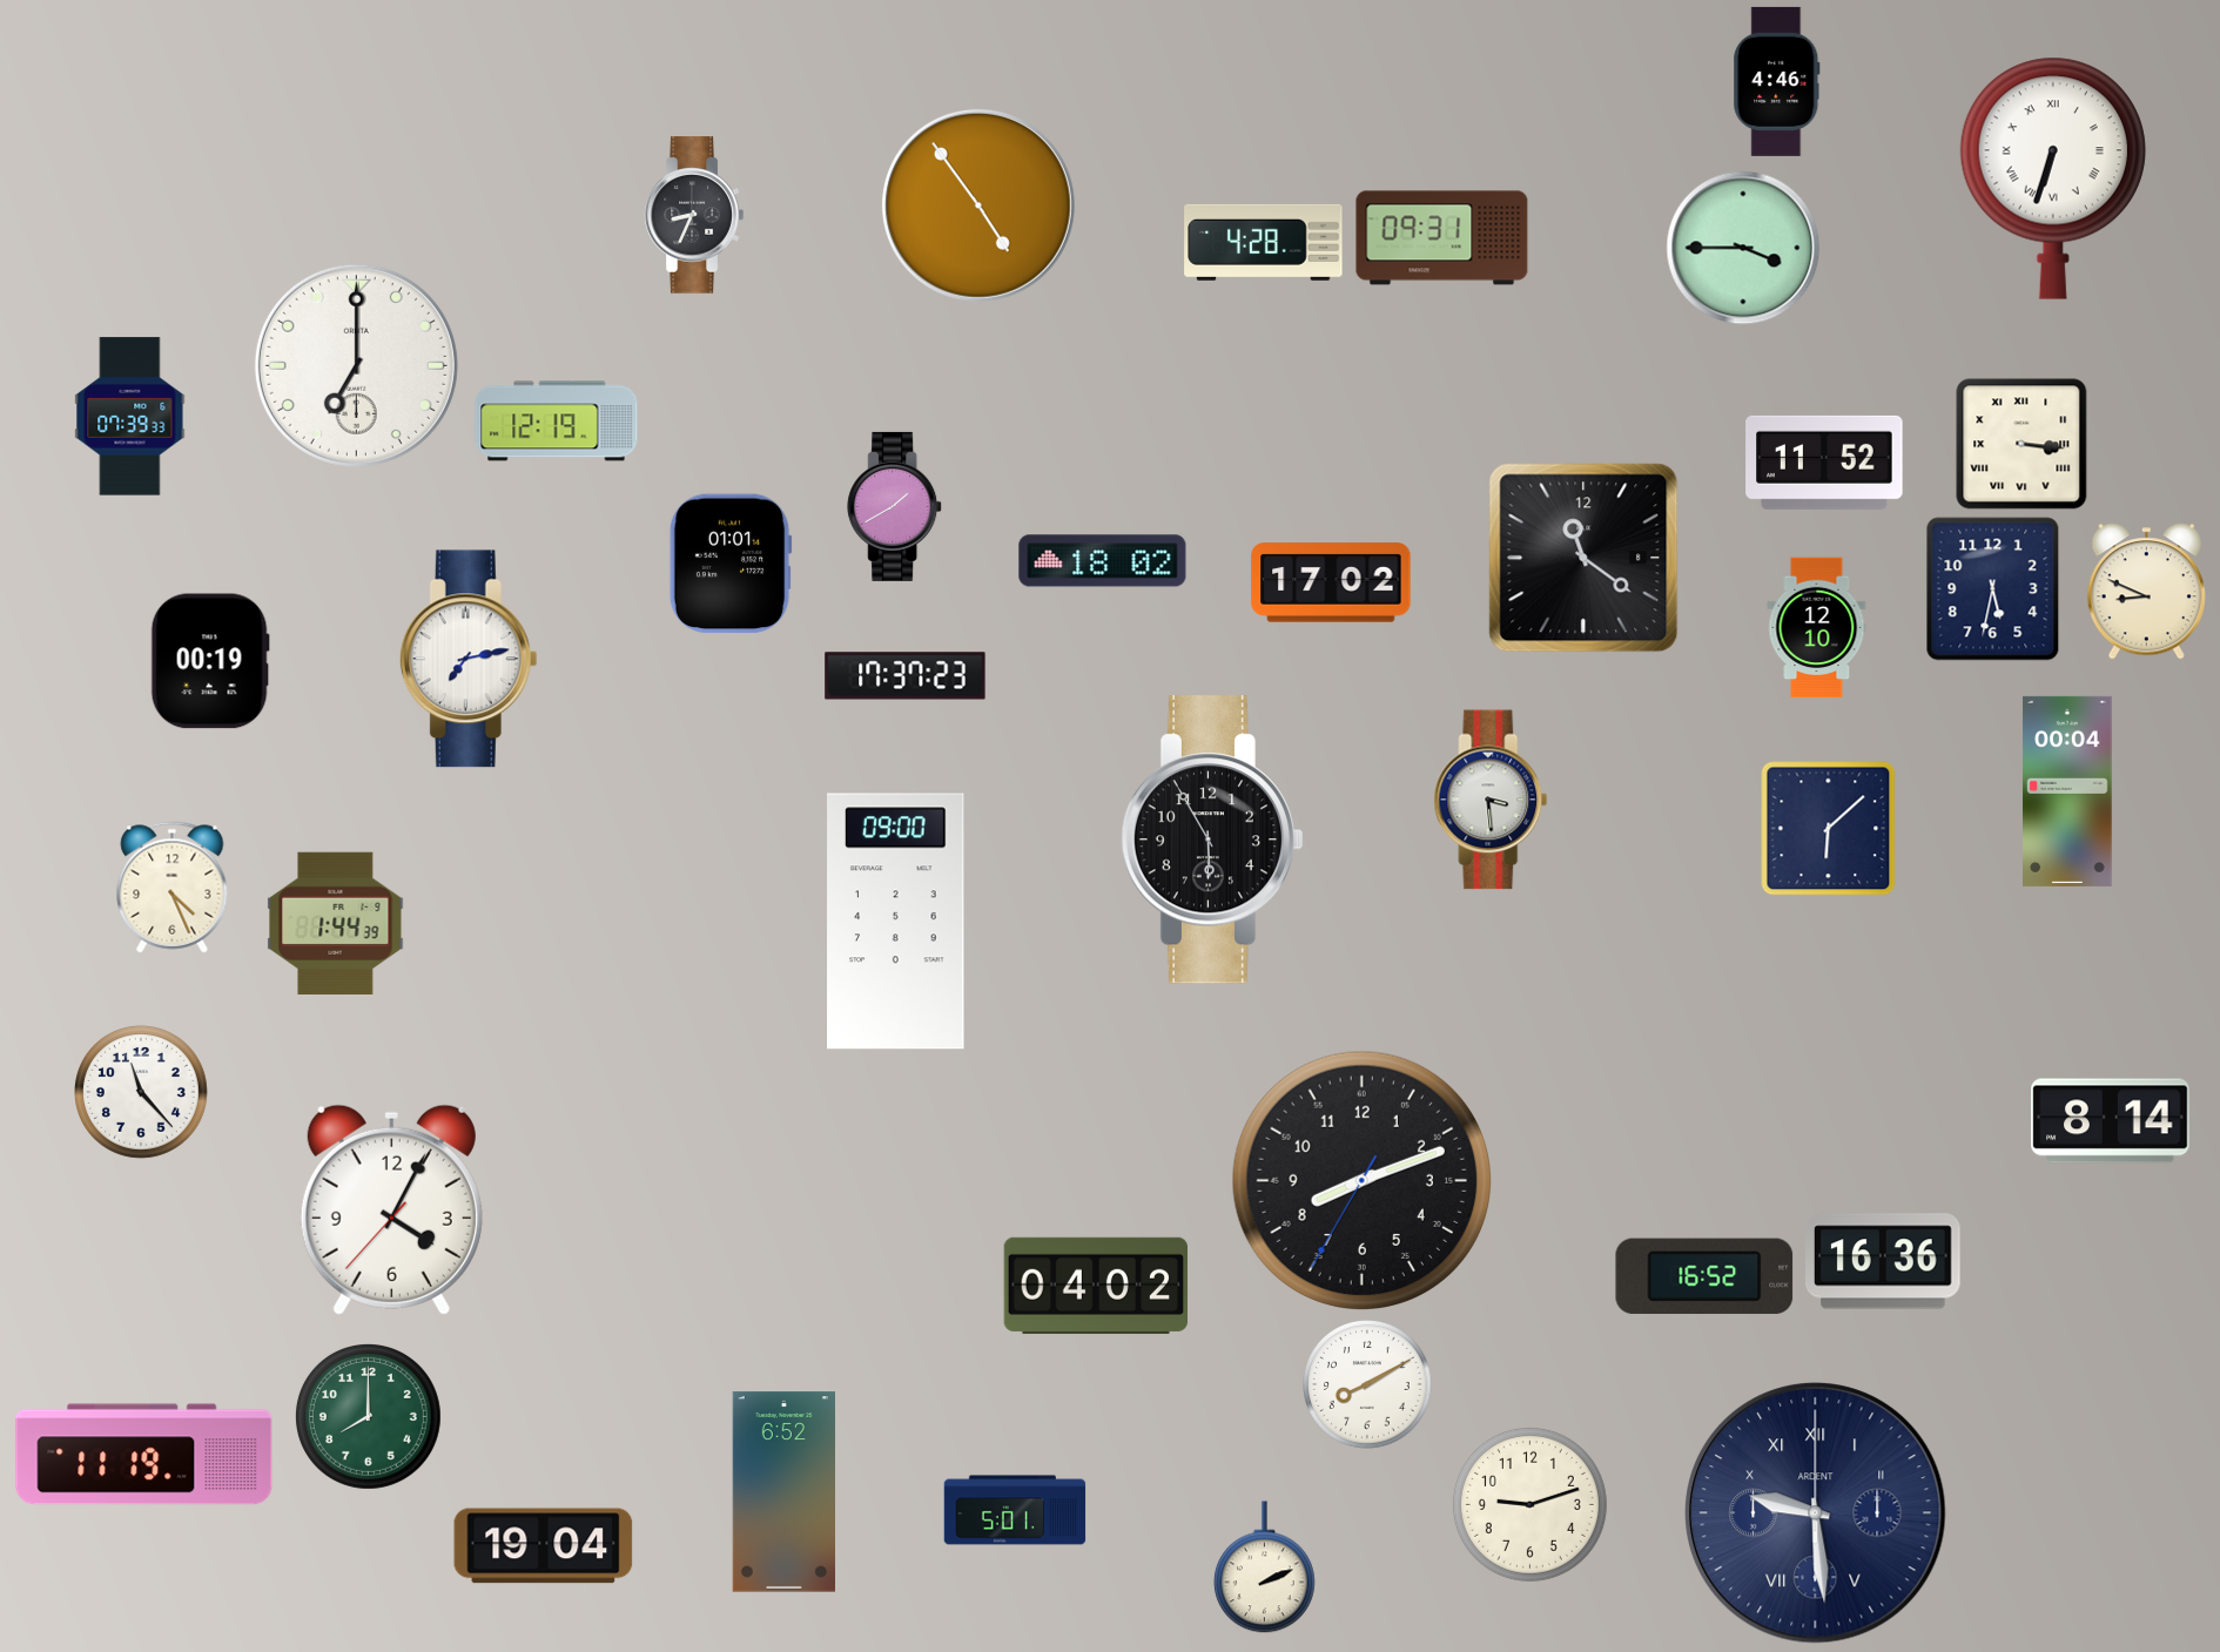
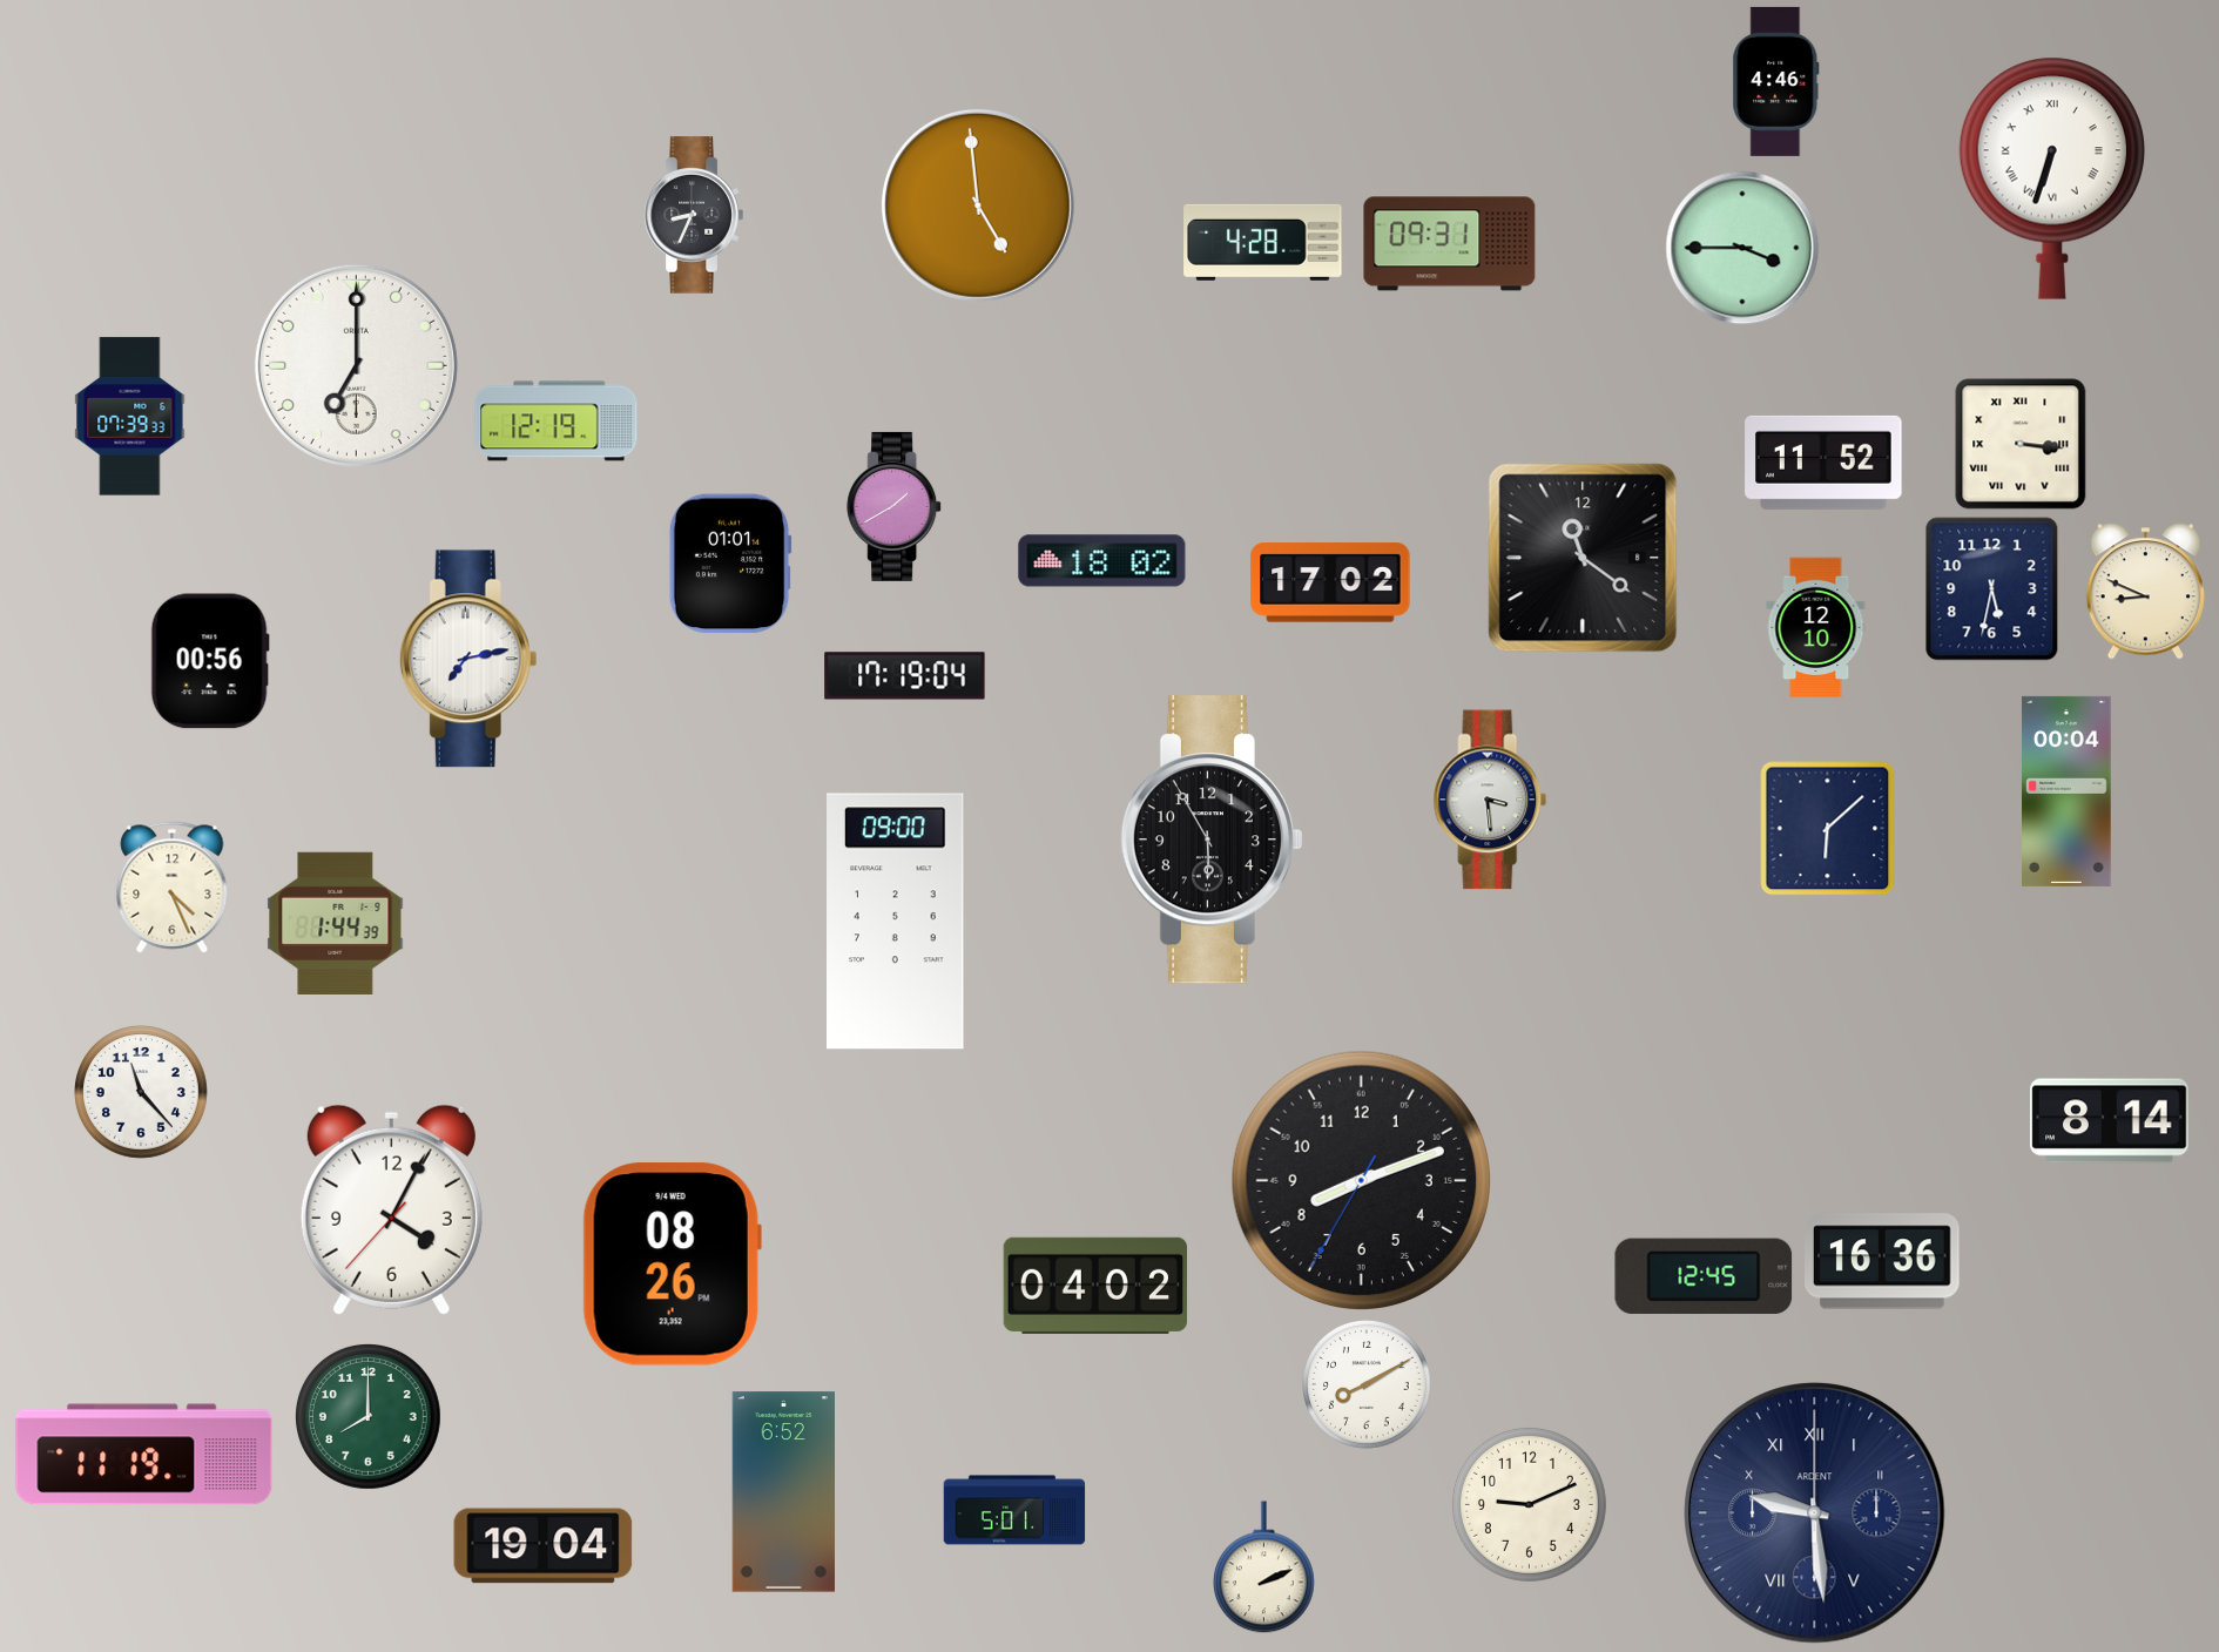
clock at (978, 205): 4:54 -> 4:59
clock at (1442, 238) position: (1442, 238) -> (1450, 244)
clock at (210, 661): 00:19 -> 00:56
clock at (906, 676): 17:37 -> 17:19
clock at (672, 1265): none -> 08:26
clock at (1704, 1275): 16:52 -> 12:45
clock at (1529, 1504): 9:12 -> 9:11
